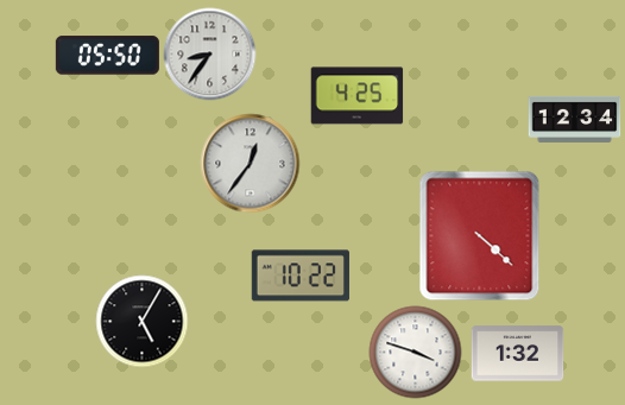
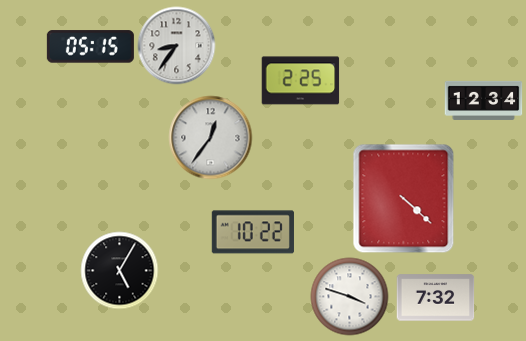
clock at (107, 56): 05:50 -> 05:15
clock at (356, 96): 4:25 -> 2:25
clock at (517, 354): 1:32 -> 7:32
